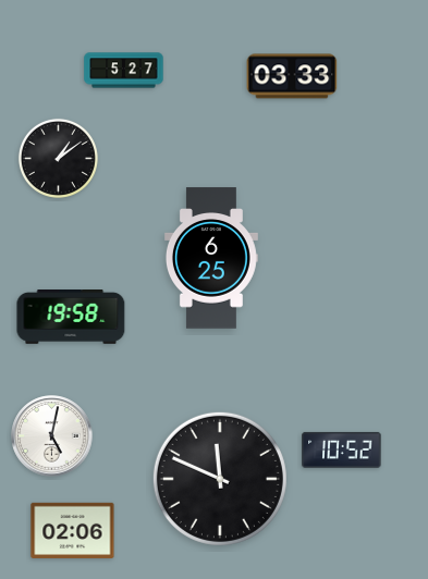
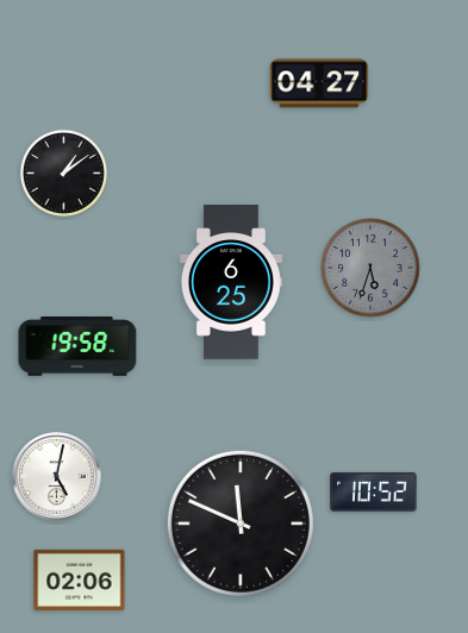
clock at (124, 71): 5:27 -> none
clock at (292, 76): 03:33 -> 04:27
clock at (370, 268): none -> 5:33
